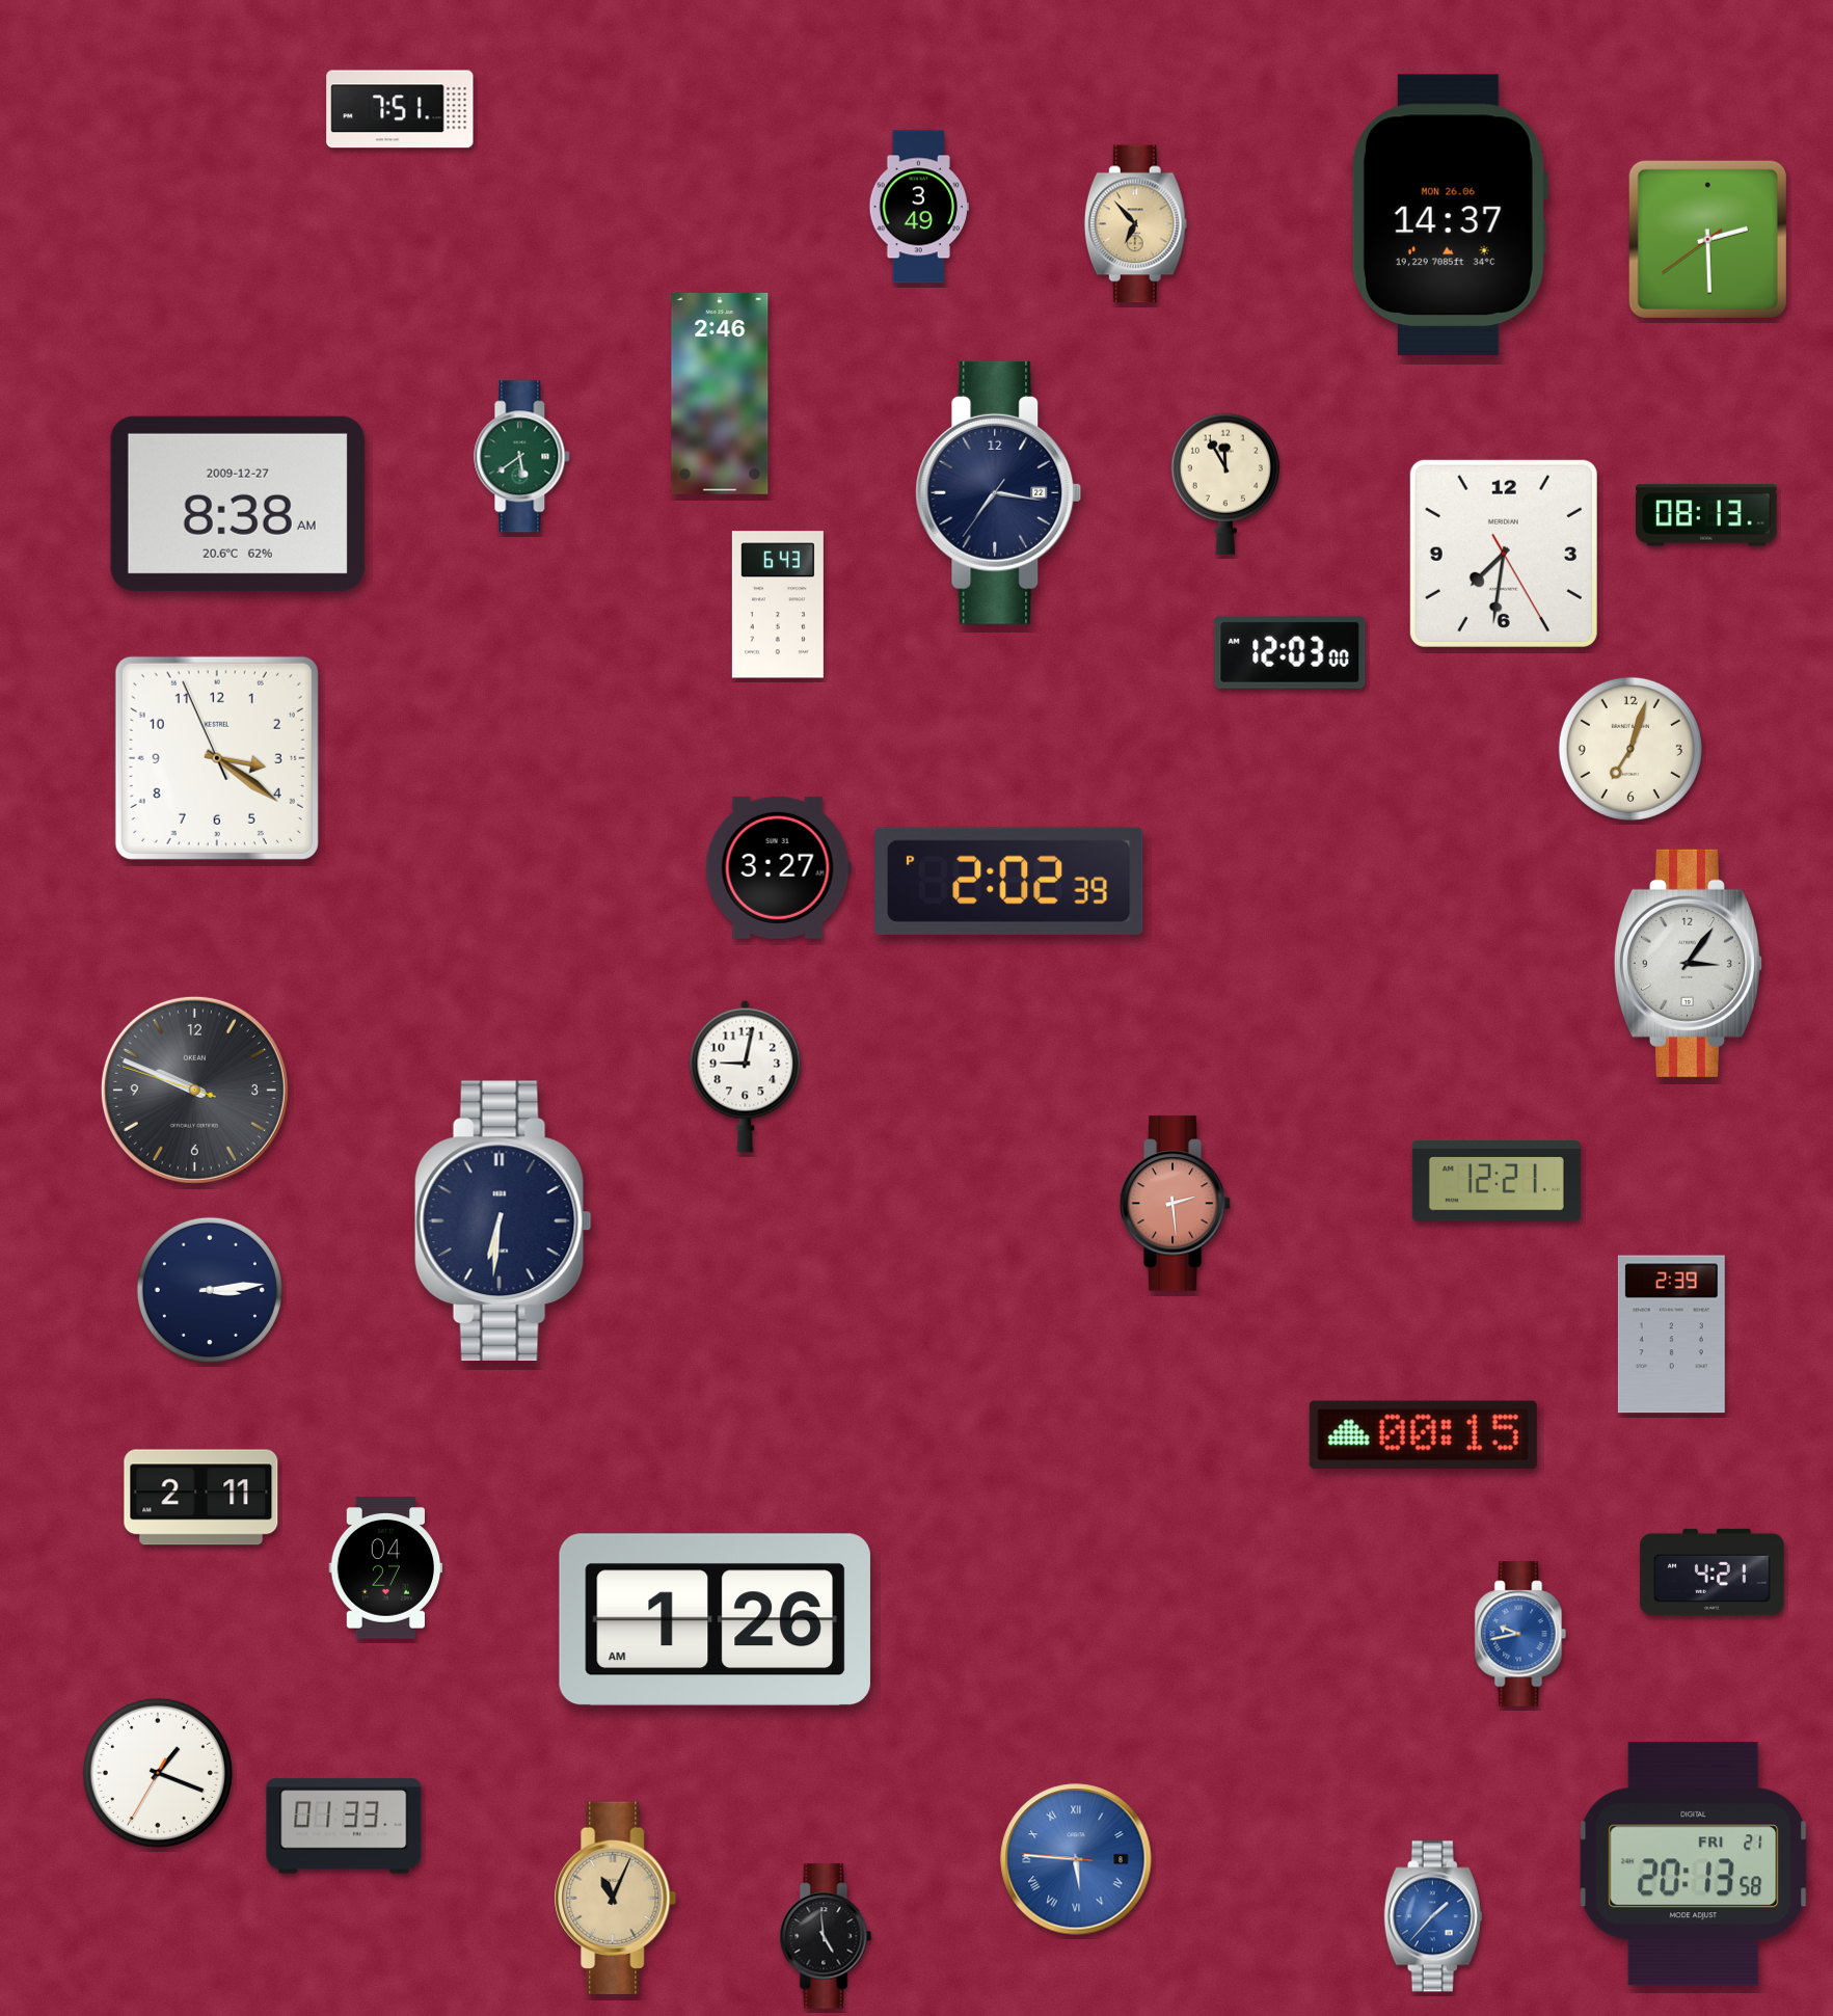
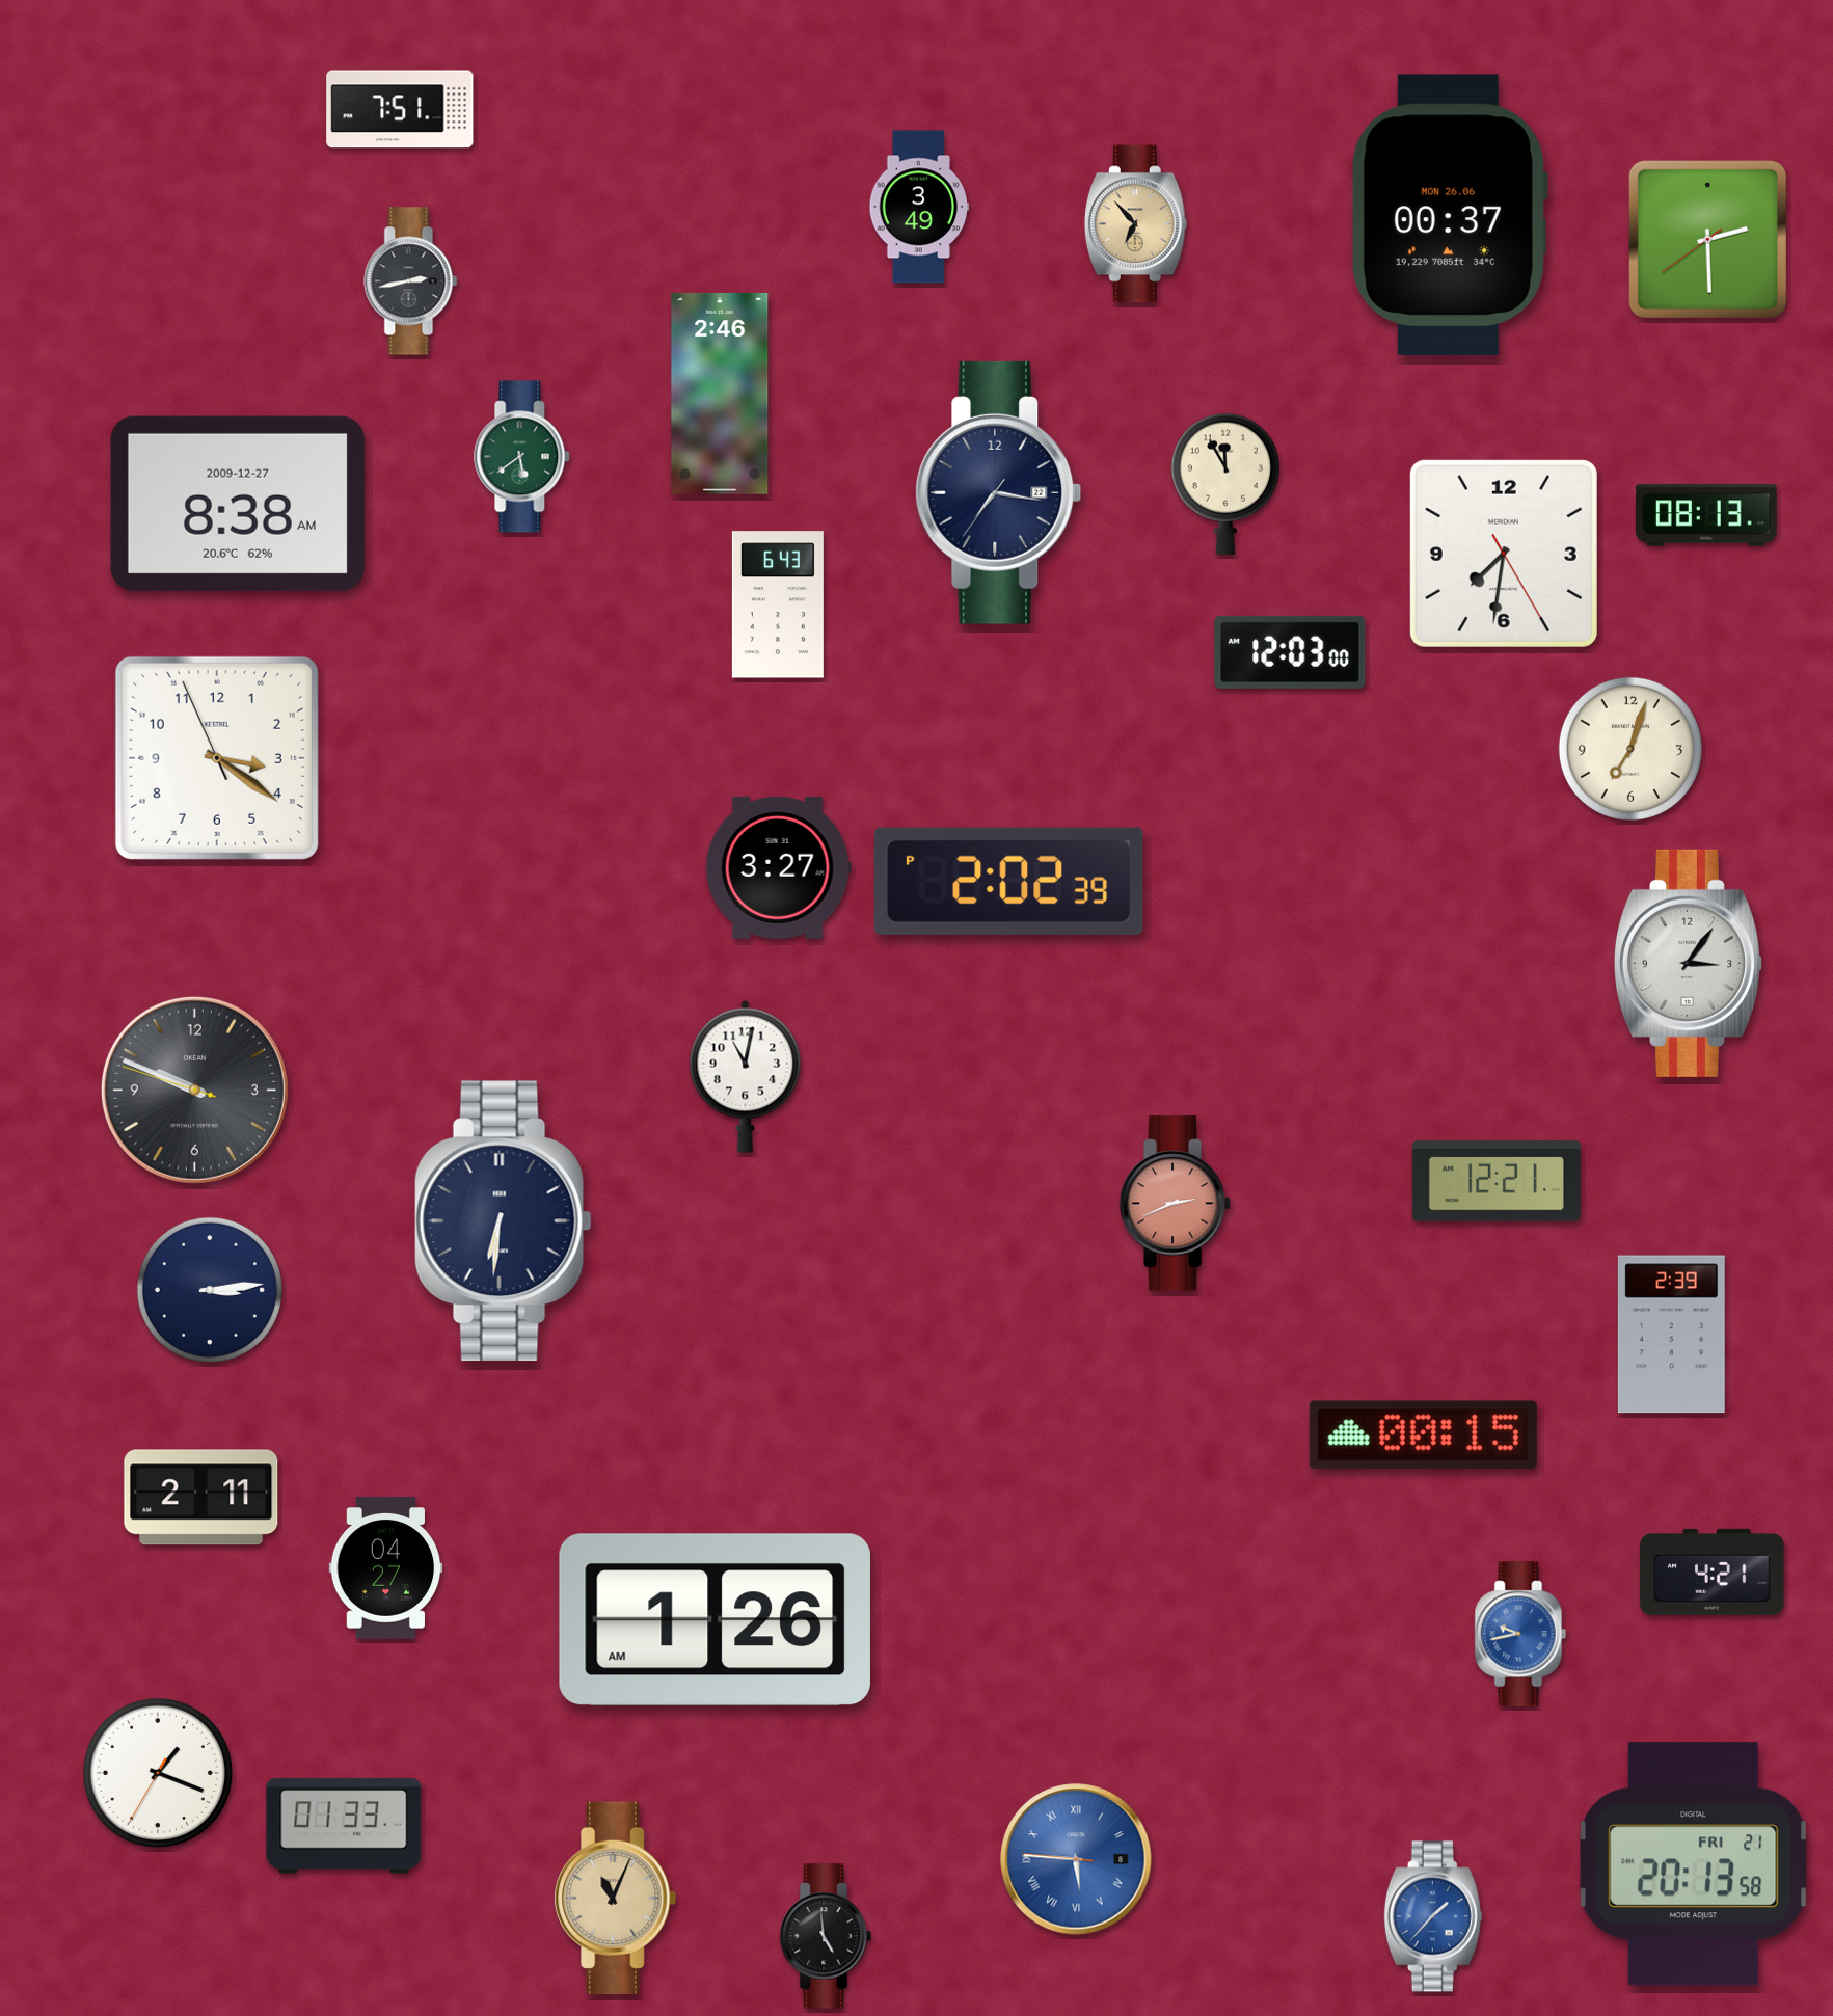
clock at (1449, 215): 14:37 -> 00:37
clock at (411, 281): none -> 2:43
clock at (746, 1076): 9:02 -> 11:02
clock at (1176, 1204): 2:29 -> 2:41
